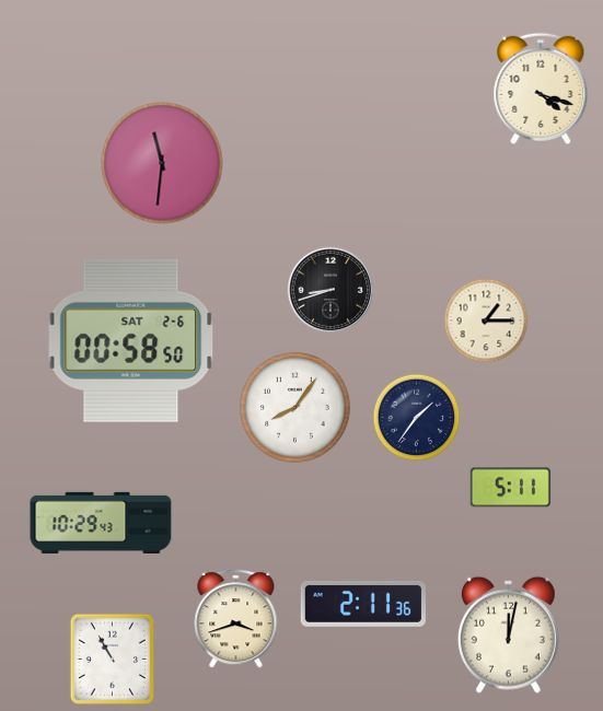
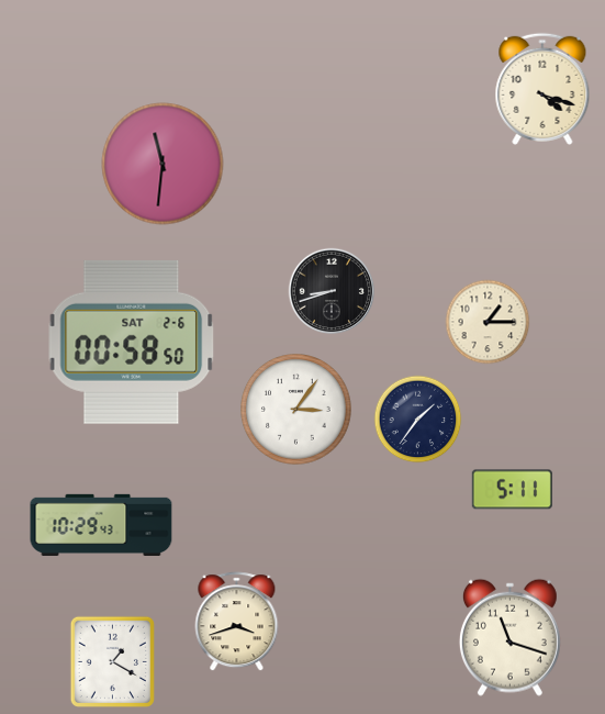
clock at (295, 408): 8:06 -> 3:06
clock at (363, 604): 2:11 -> none
clock at (508, 634): 12:02 -> 11:18
clock at (112, 658): 10:55 -> 1:20
